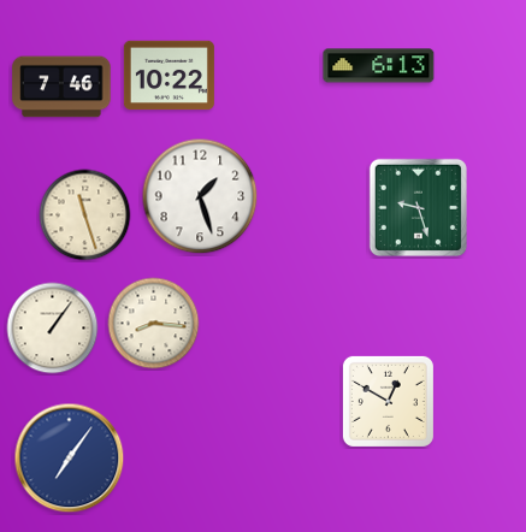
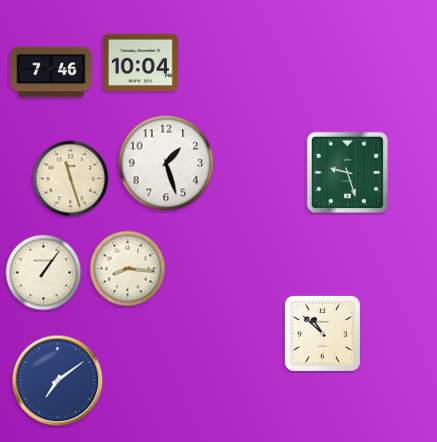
clock at (379, 66): 6:13 -> none
clock at (169, 76): 10:22 -> 10:04
clock at (388, 401): 12:50 -> 10:52
clock at (70, 459): 7:06 -> 7:09
